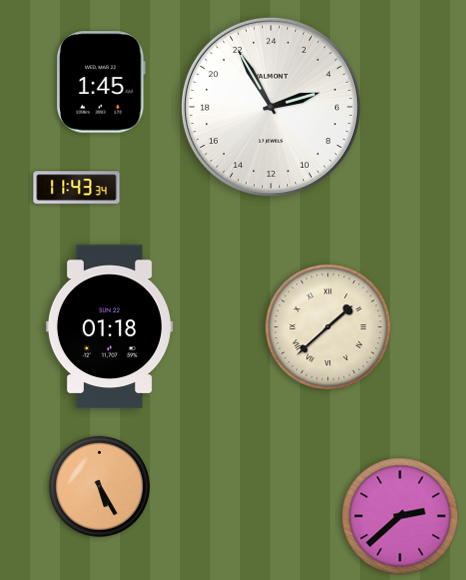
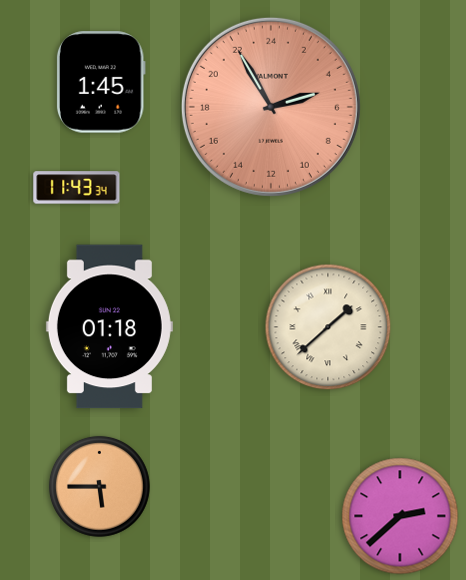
clock at (271, 107) dial: white -> salmon
clock at (99, 486): 5:25 -> 5:45
